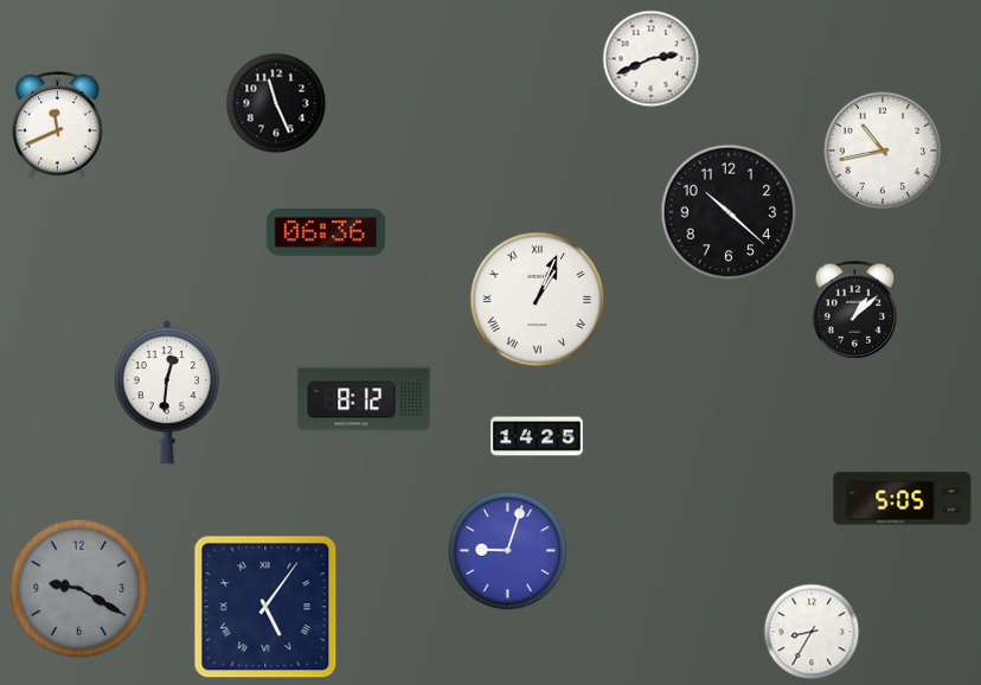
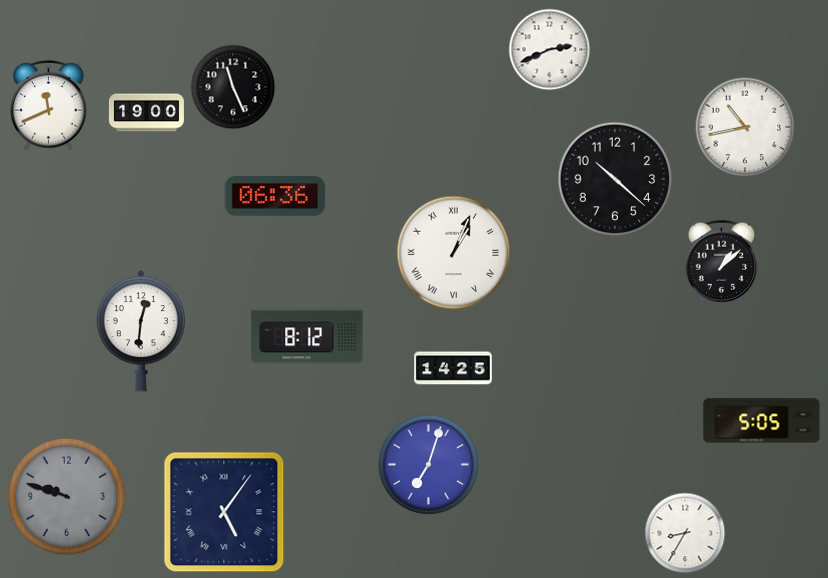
clock at (146, 113): none -> 19:00
clock at (508, 551): 9:03 -> 7:03
clock at (79, 589): 9:20 -> 9:48
